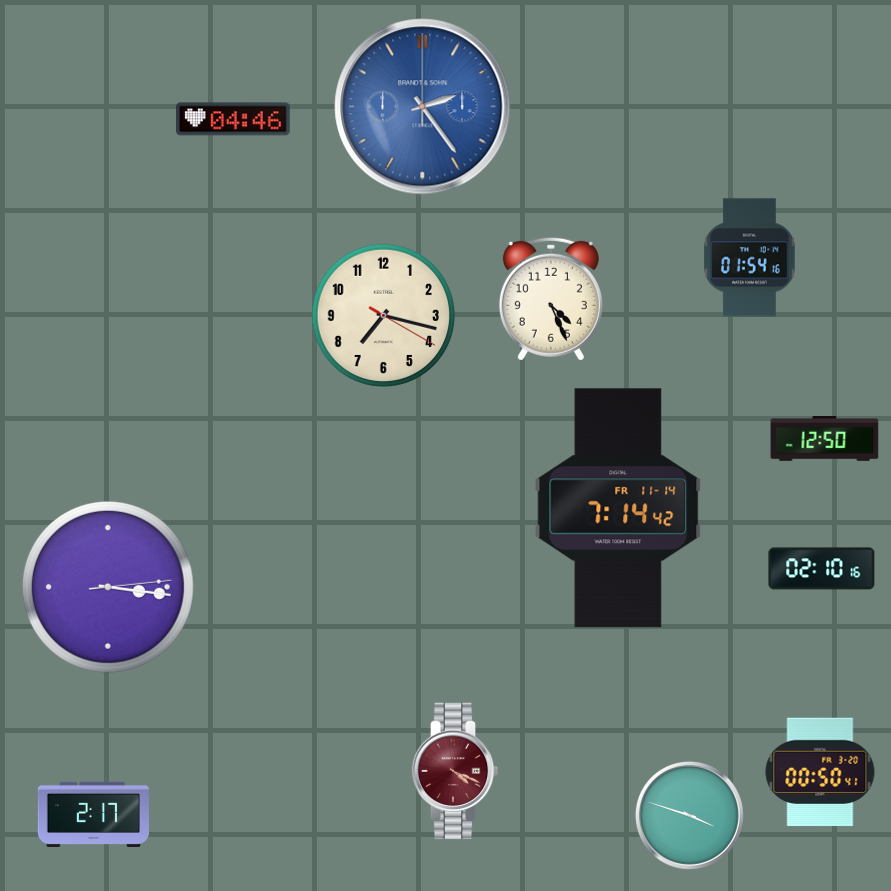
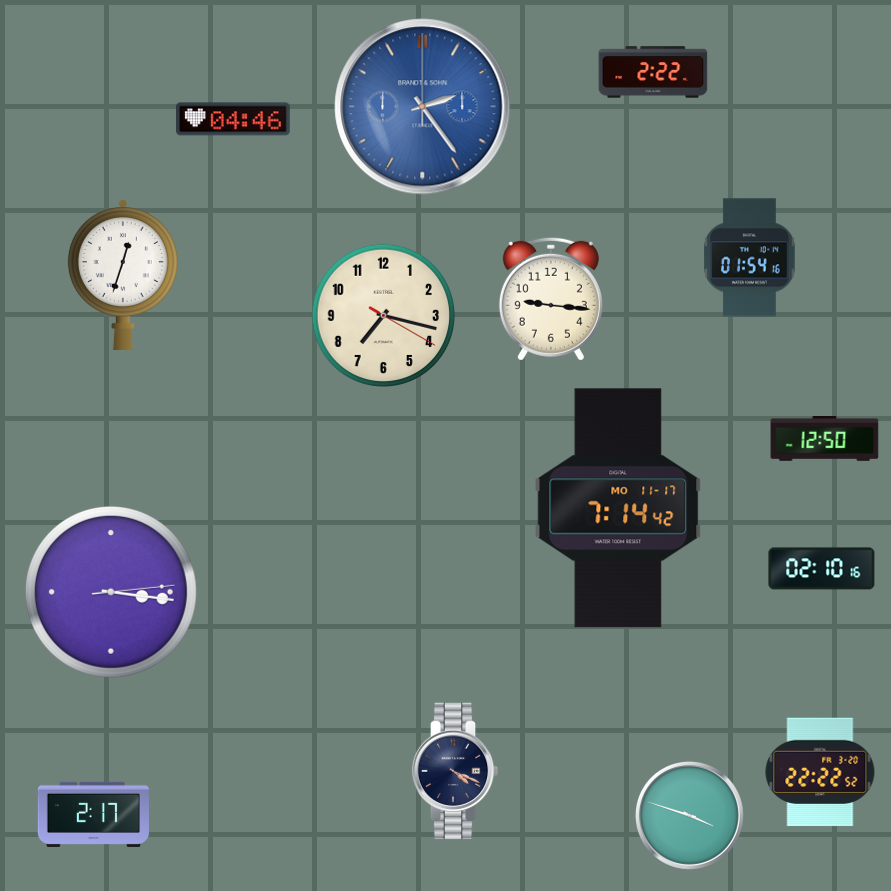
clock at (653, 72): none -> 2:22
clock at (123, 274): none -> 12:33
clock at (551, 299): 4:26 -> 9:16
clock at (618, 508) date: FR 11-14 -> MO 11-17
clock at (108, 587) position: (108, 587) -> (111, 592)
clock at (455, 771) dial: burgundy -> navy
clock at (820, 772): 00:50 -> 22:22
